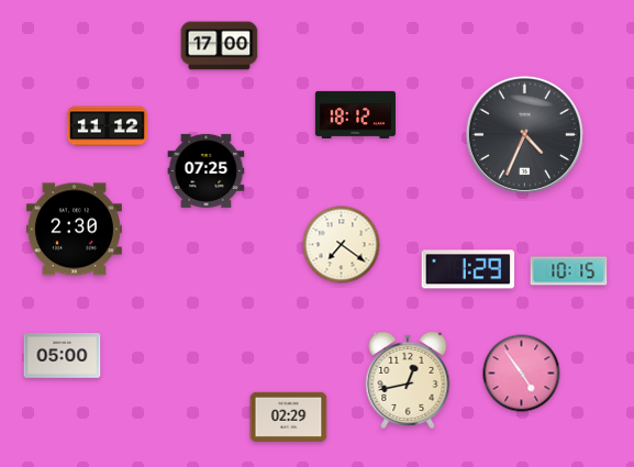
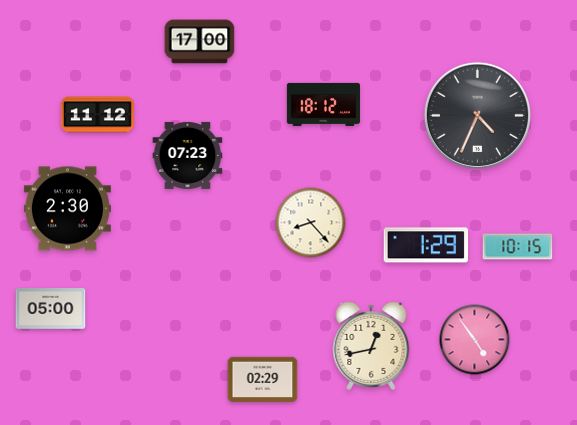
clock at (524, 134) position: (524, 134) -> (477, 115)
clock at (207, 170): 07:25 -> 07:23
clock at (342, 245): 7:21 -> 8:23
clock at (63, 356) position: (63, 356) -> (51, 309)
